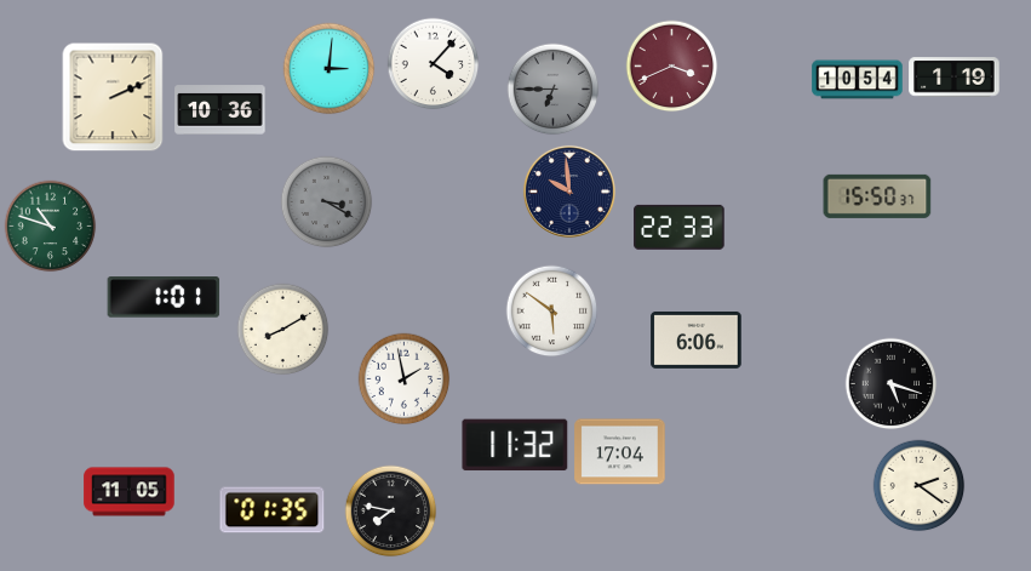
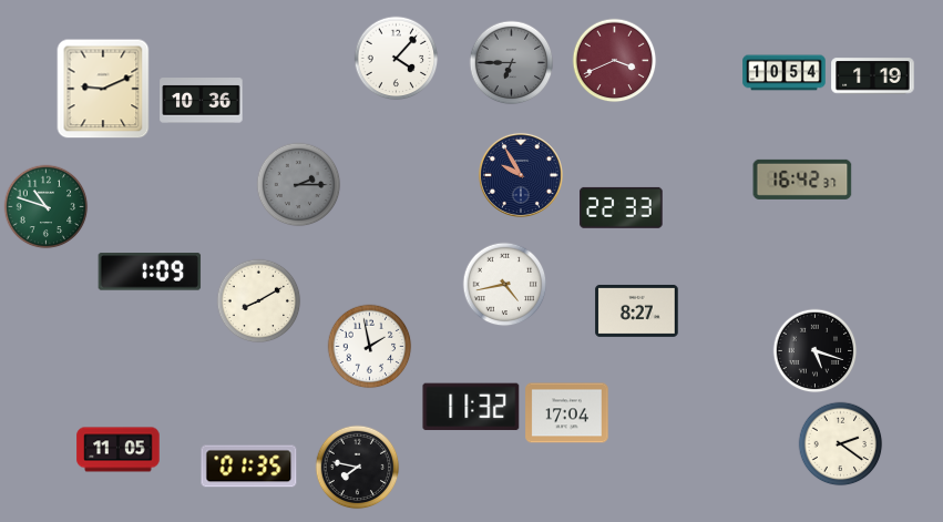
clock at (330, 69): 3:01 -> none
clock at (955, 78) position: (955, 78) -> (873, 76)
clock at (554, 90) position: (554, 90) -> (512, 63)
clock at (113, 97): 2:11 -> 9:11
clock at (569, 192): 9:59 -> 9:55
clock at (877, 196): 15:50 -> 16:42
clock at (327, 202): 3:20 -> 2:15
clock at (164, 297): 1:01 -> 1:09
clock at (552, 312): 5:51 -> 4:43
clock at (697, 339): 6:06 -> 8:27
